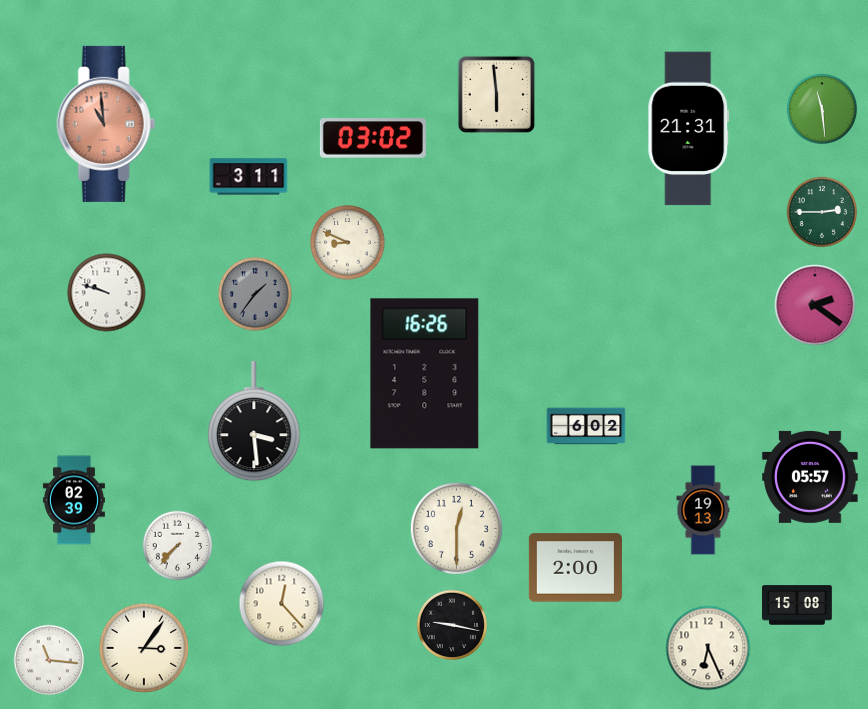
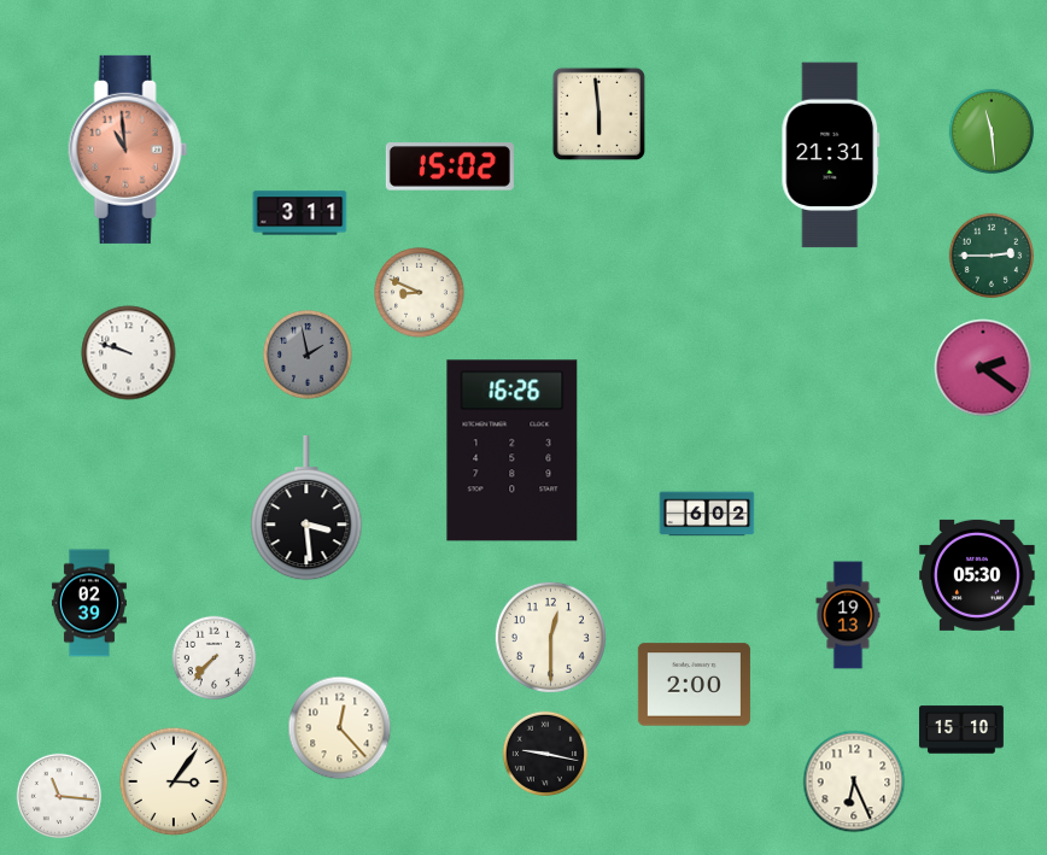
clock at (373, 138): 03:02 -> 15:02
clock at (256, 295): 1:36 -> 1:58
clock at (810, 477): 05:57 -> 05:30
clock at (798, 605): 15:08 -> 15:10
